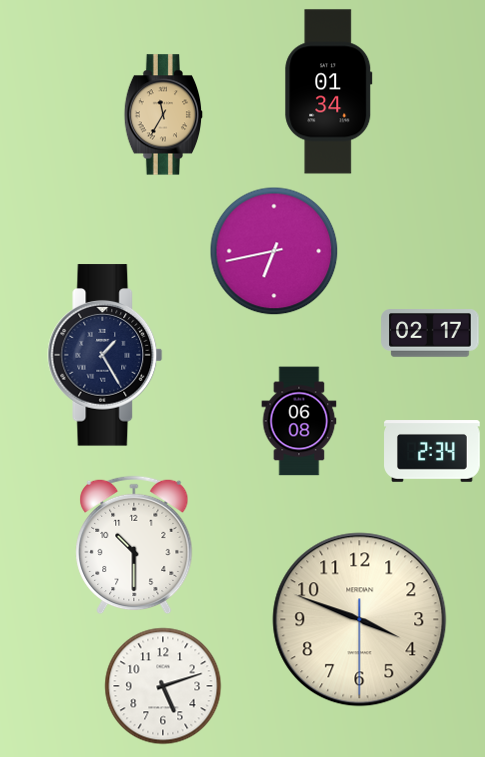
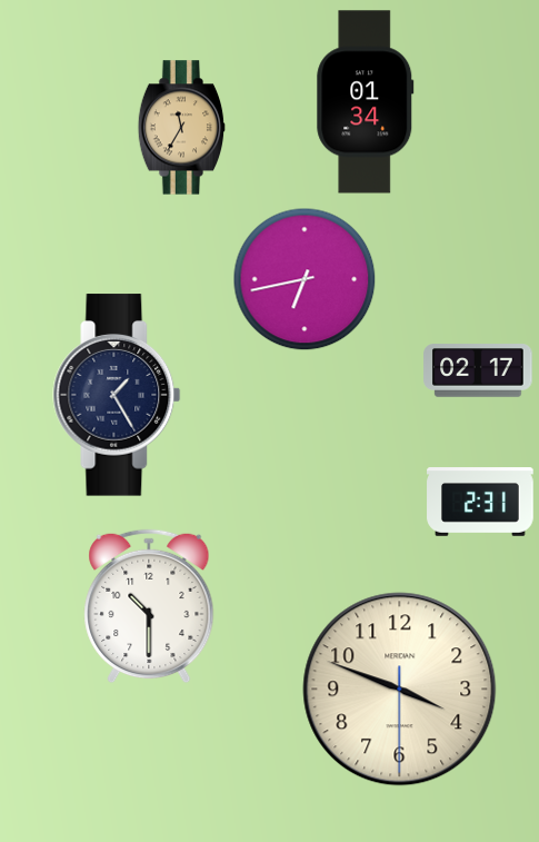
clock at (299, 421): 06:08 -> none
clock at (432, 451): 2:34 -> 2:31
clock at (163, 686): 5:12 -> none
